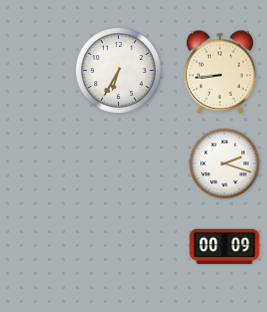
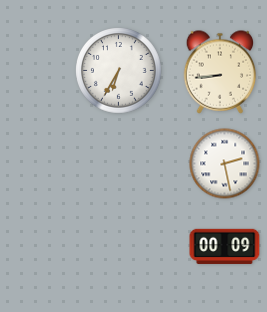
clock at (225, 164): 2:18 -> 2:28
